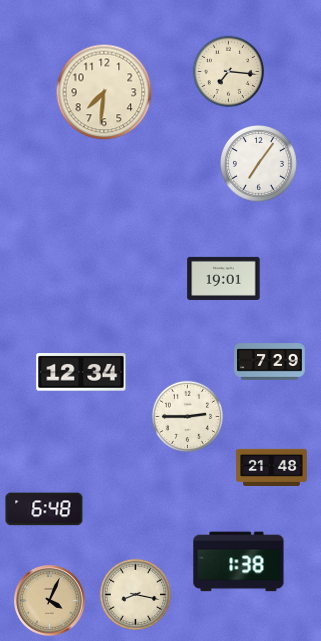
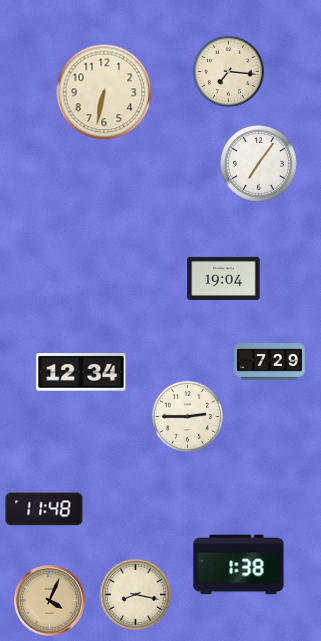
clock at (104, 92): 7:31 -> 6:32
clock at (224, 278): 19:01 -> 19:04
clock at (272, 467): 21:48 -> none
clock at (44, 509): 6:48 -> 11:48
clock at (239, 562) position: (239, 562) -> (239, 565)
